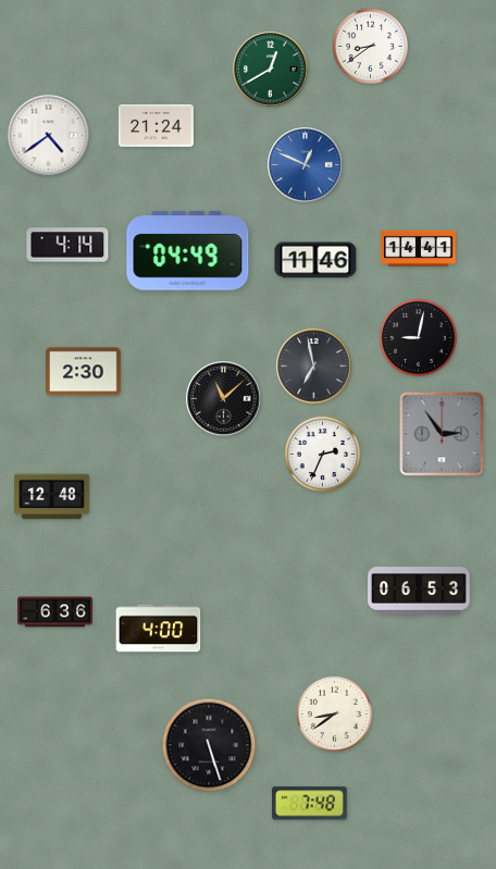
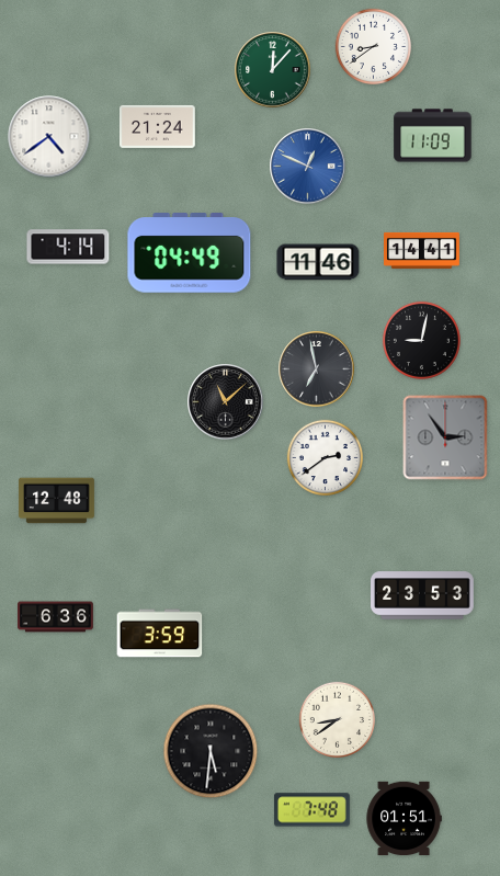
clock at (271, 70): 12:40 -> 12:07
clock at (433, 136): none -> 11:09
clock at (84, 372): 2:30 -> none
clock at (322, 454): 2:34 -> 2:39
clock at (52, 497) position: (52, 497) -> (57, 501)
clock at (420, 591): 06:53 -> 23:53
clock at (159, 629): 4:00 -> 3:59
clock at (209, 745): 5:27 -> 5:31
clock at (404, 819): none -> 01:51
